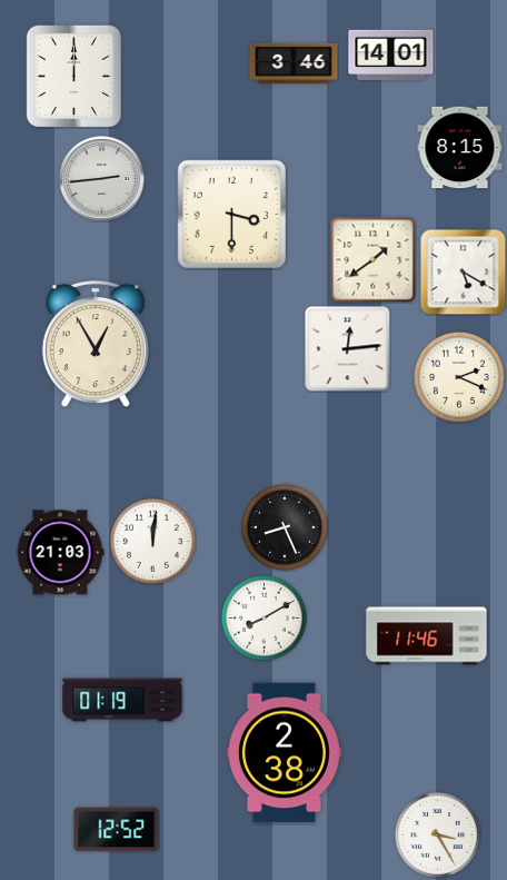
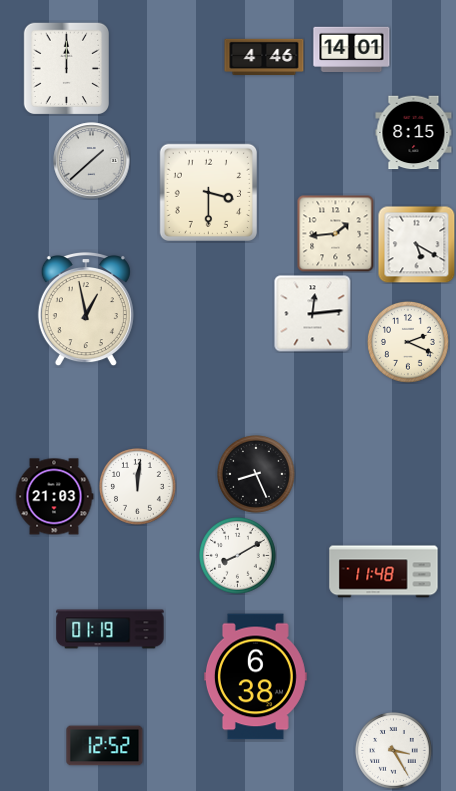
clock at (294, 62): 3:46 -> 4:46
clock at (102, 179): 2:44 -> 1:38
clock at (372, 259): 1:39 -> 1:44
clock at (96, 345): 12:55 -> 12:58
clock at (459, 377) position: (459, 377) -> (408, 342)
clock at (427, 636): 11:46 -> 11:48
clock at (284, 753): 2:38 -> 6:38
